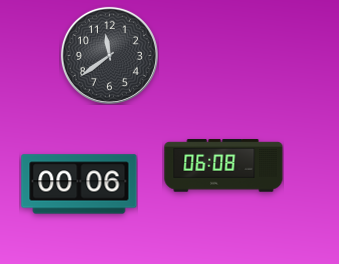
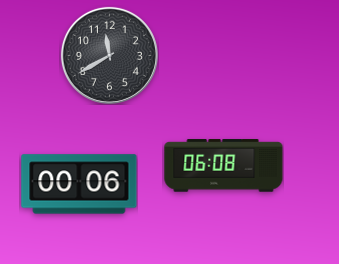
clock at (109, 55): 11:39 -> 11:40
